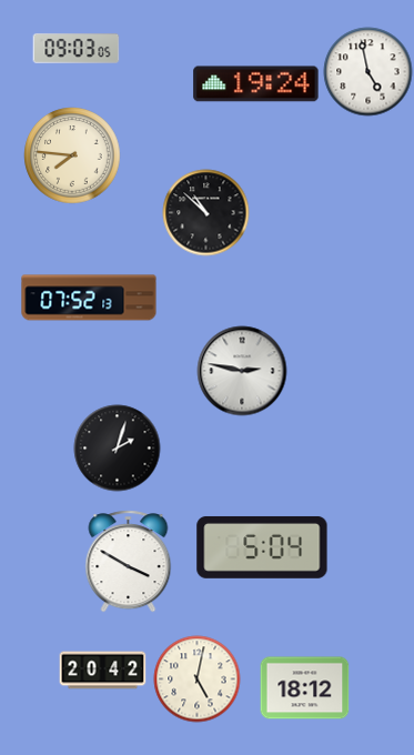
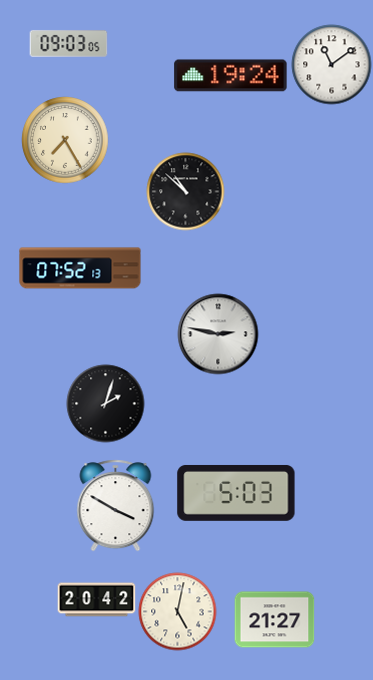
clock at (367, 71): 4:58 -> 11:09
clock at (72, 155): 7:46 -> 7:25
clock at (262, 547): 5:04 -> 5:03
clock at (102, 671) position: (102, 671) -> (96, 600)
clock at (304, 688): 18:12 -> 21:27
